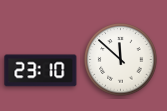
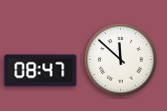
clock at (41, 71): 23:10 -> 08:47
